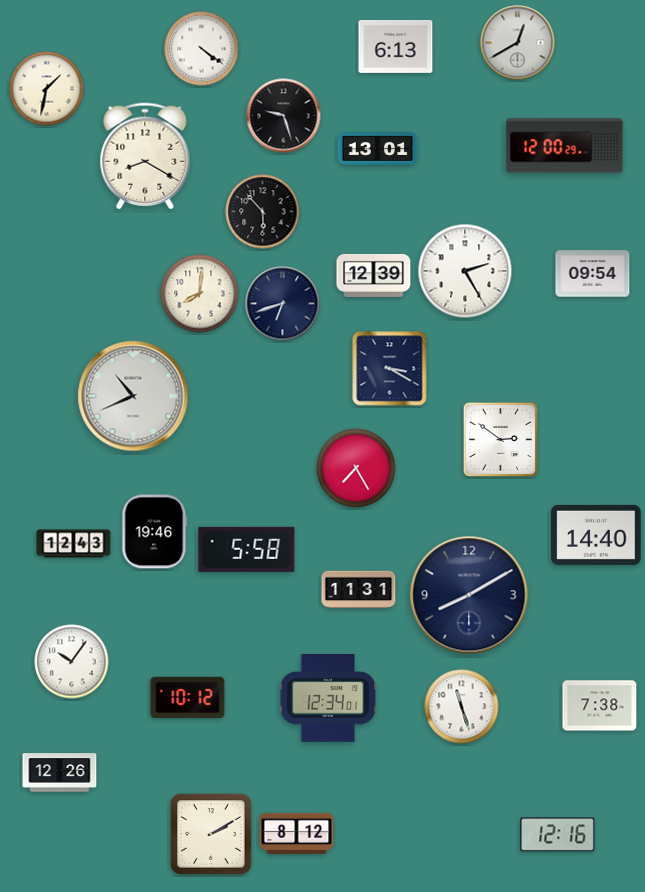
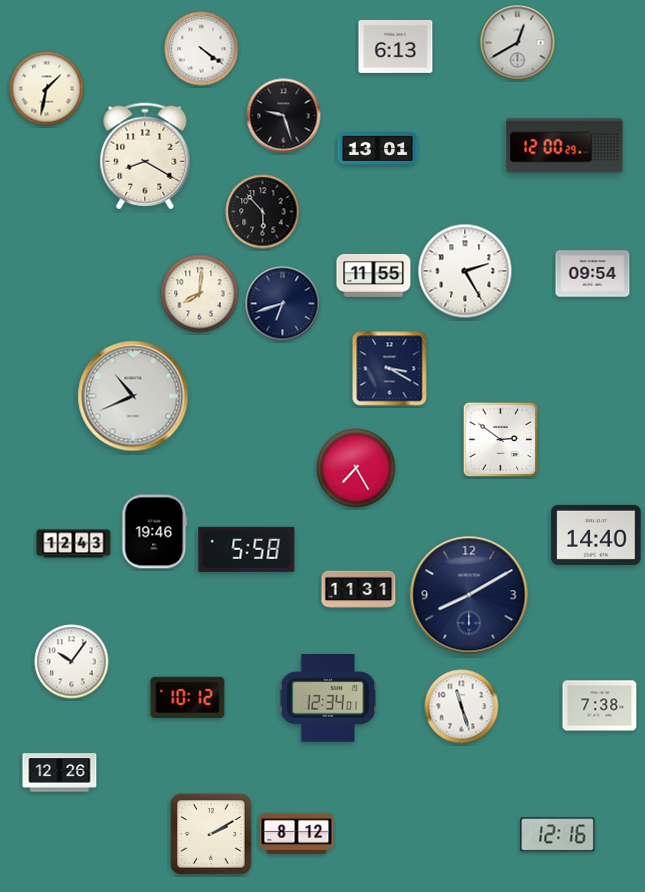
clock at (374, 275): 12:39 -> 11:55
